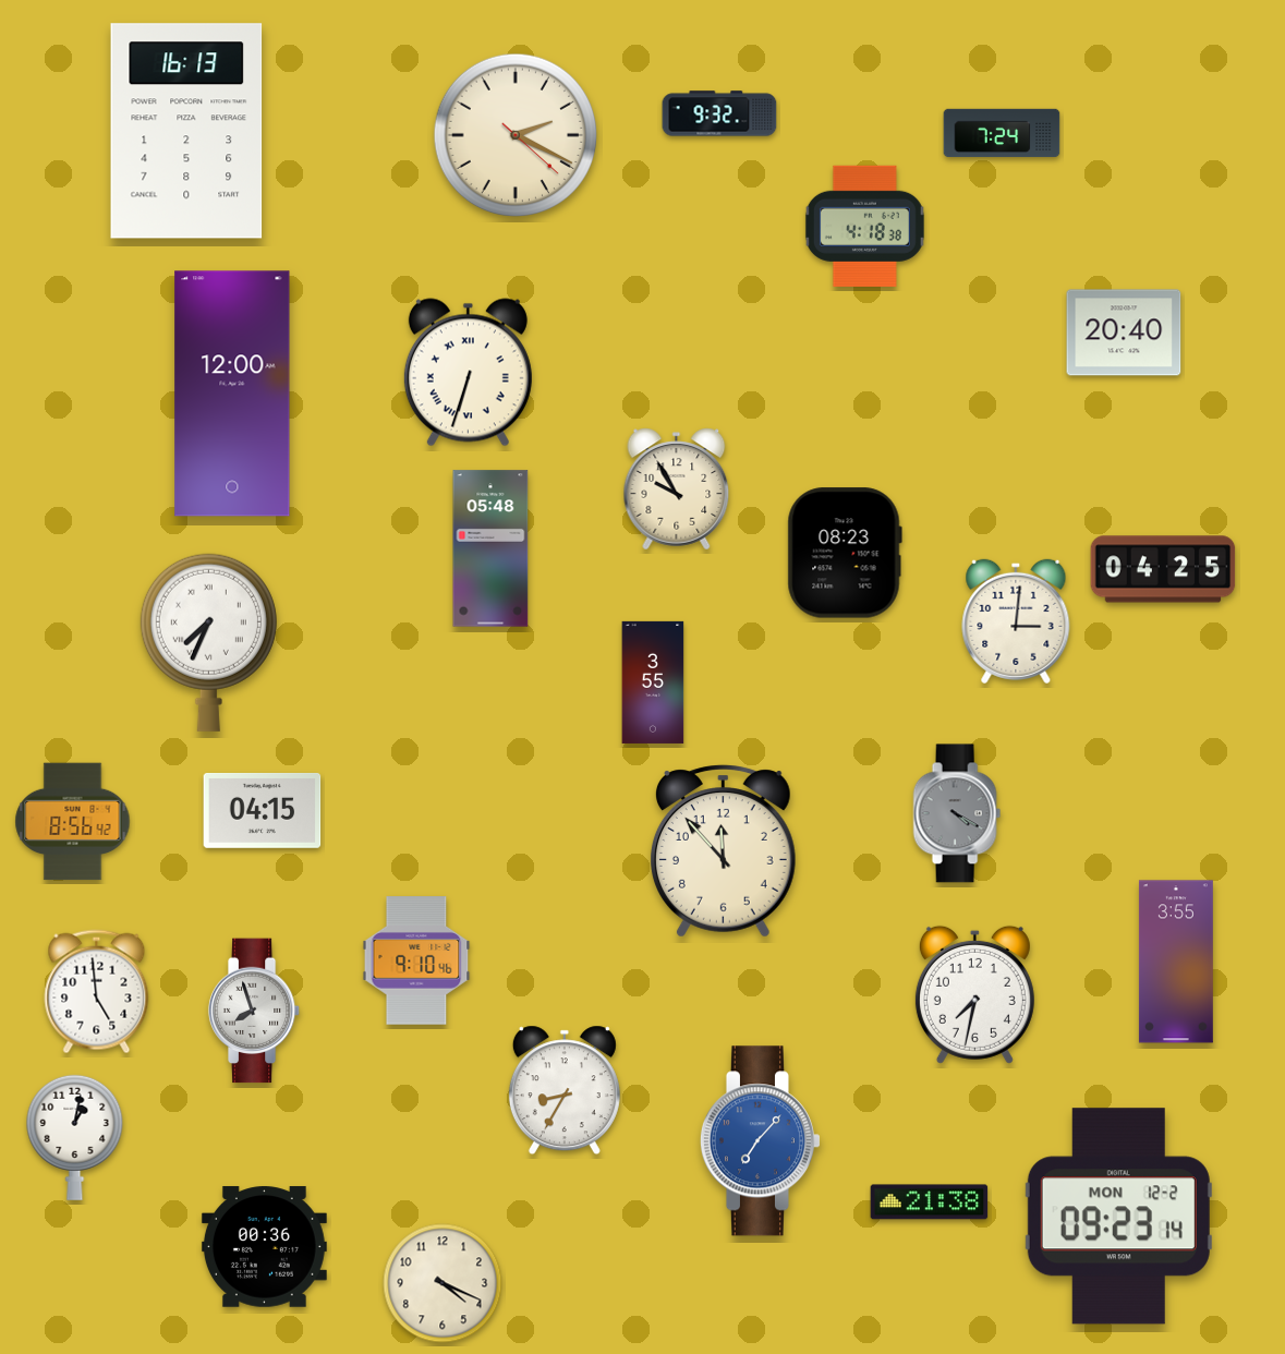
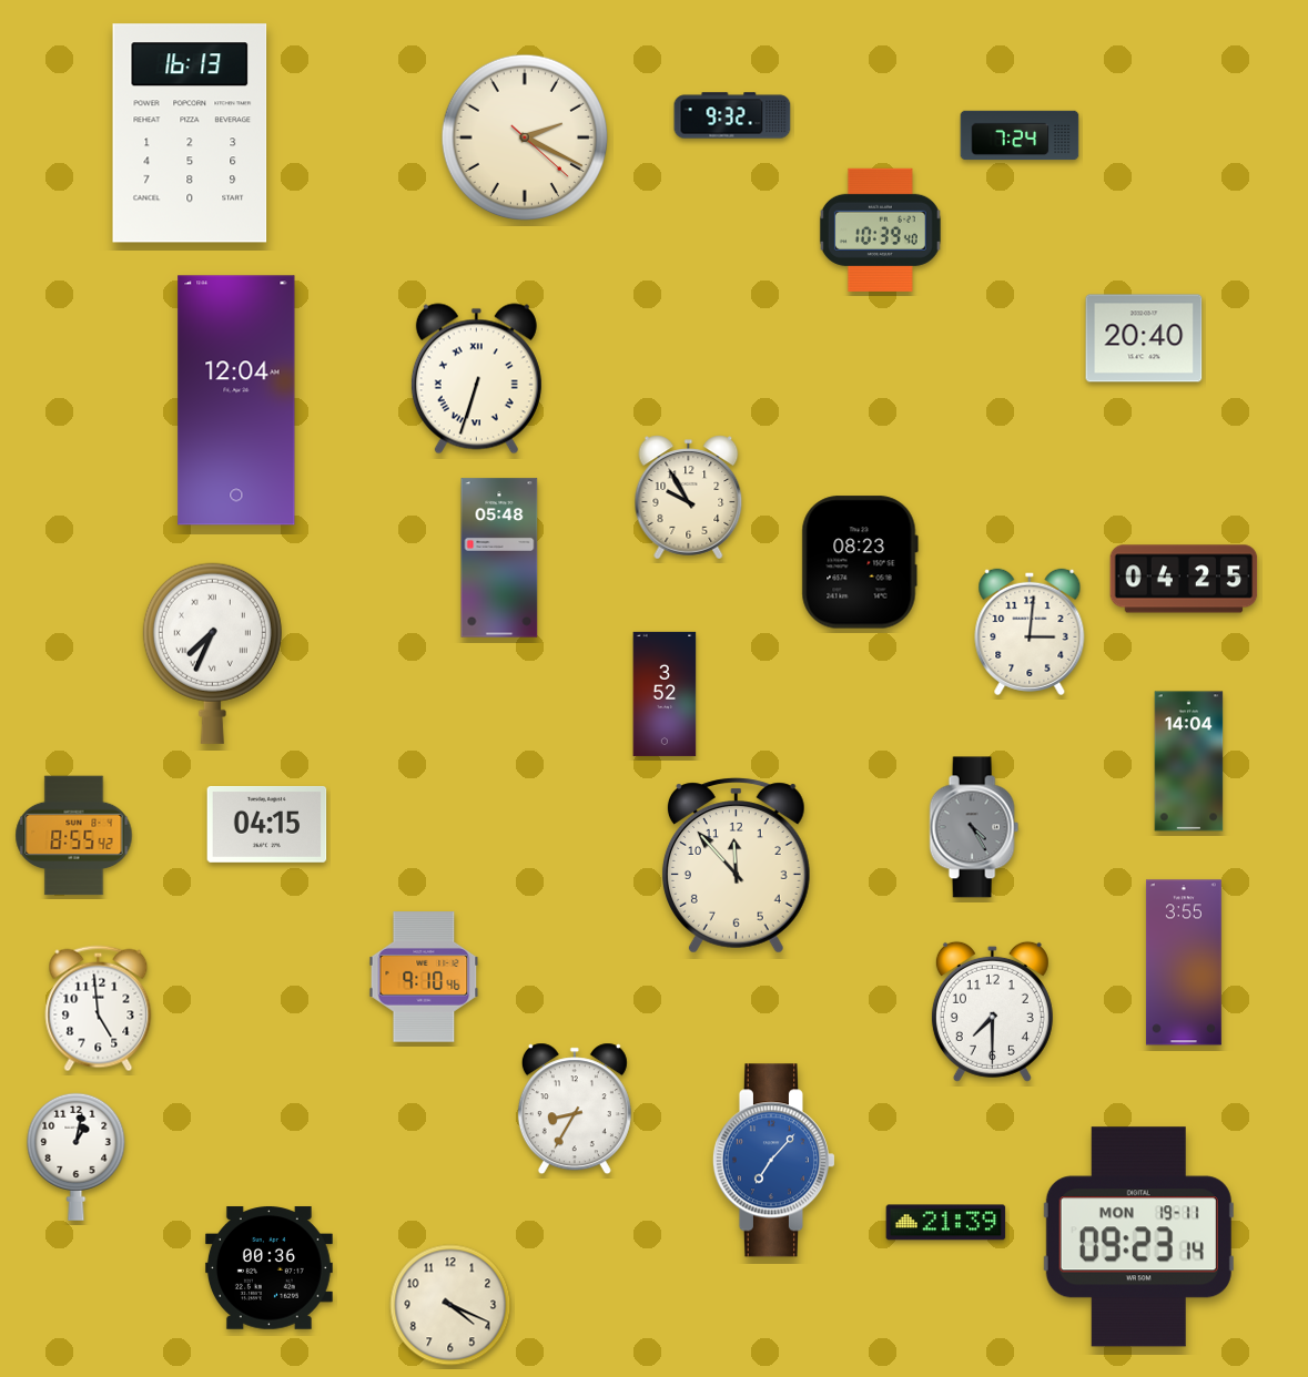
clock at (864, 226): 4:18 -> 10:39
clock at (232, 394): 12:00 -> 12:04
clock at (1016, 621) position: (1016, 621) -> (1030, 632)
clock at (653, 682): 3:55 -> 3:52
clock at (1189, 762): none -> 14:04
clock at (957, 813): 4:20 -> 4:25
clock at (73, 822): 8:56 -> 8:55
clock at (1176, 962) position: (1176, 962) -> (1184, 962)
clock at (974, 994): 7:32 -> 7:30
clock at (254, 1011): 7:57 -> none
clock at (930, 1202): 21:38 -> 21:39
clock at (1118, 1217) date: MON 12-2 -> MON 19-11
